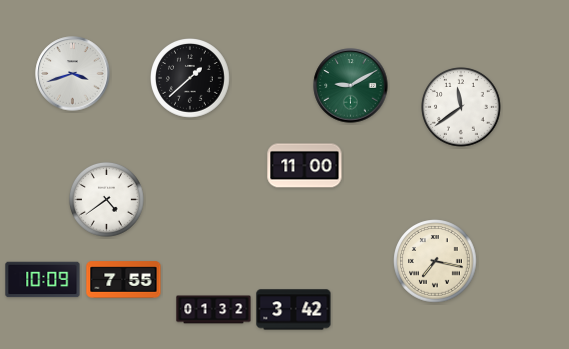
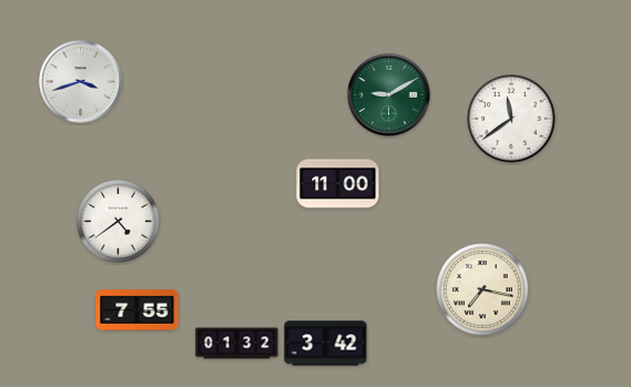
clock at (191, 79): 1:38 -> none
clock at (43, 280): 10:09 -> none
